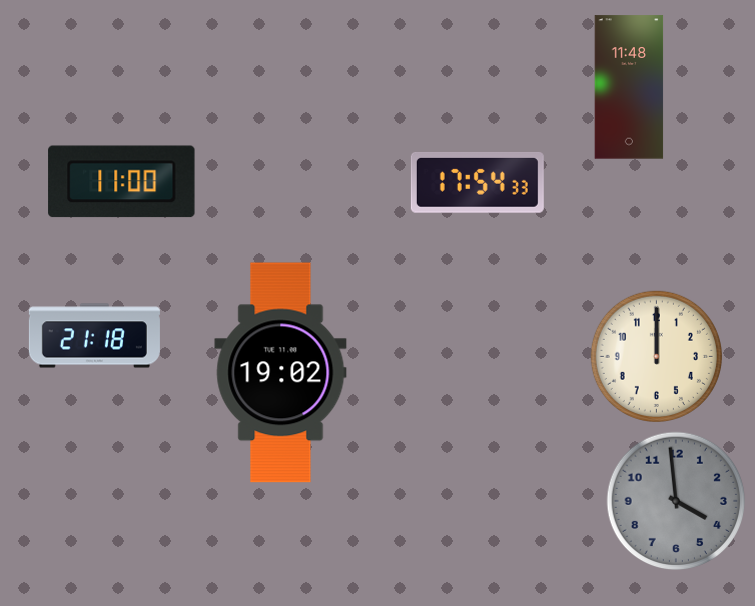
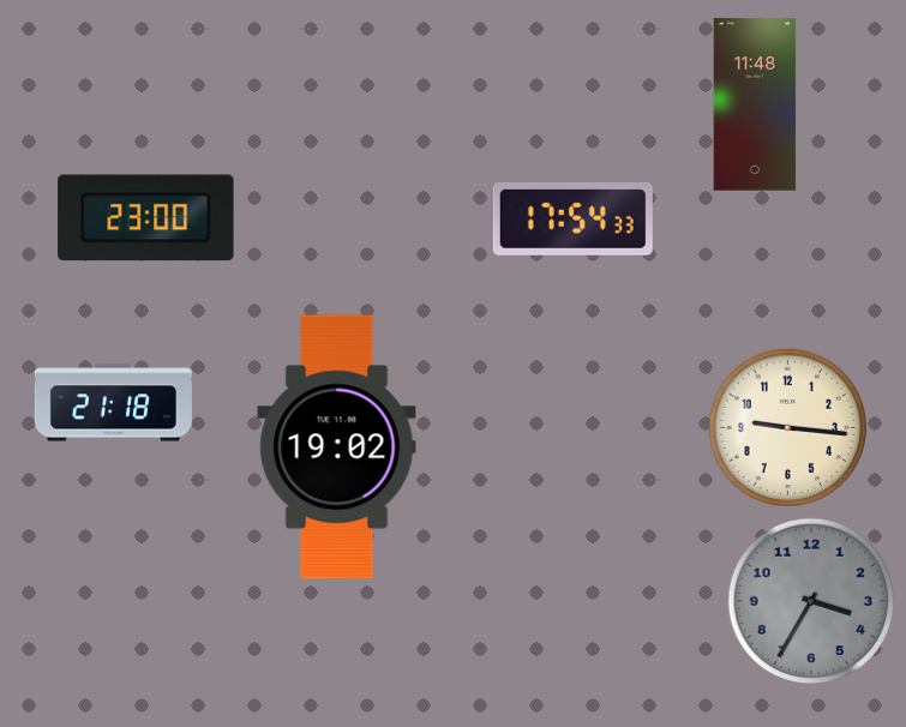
clock at (122, 182): 11:00 -> 23:00
clock at (656, 356): 12:00 -> 9:16
clock at (676, 501): 3:59 -> 3:35
